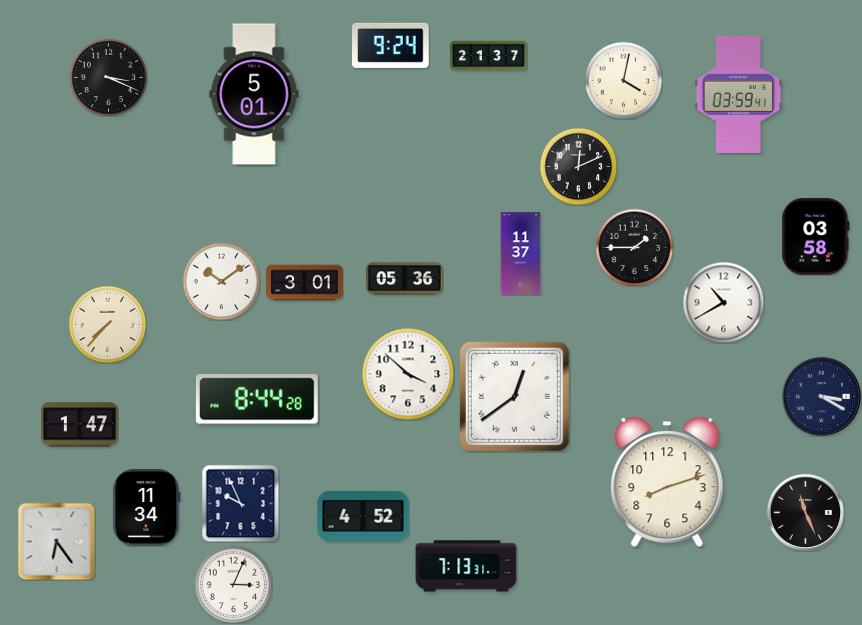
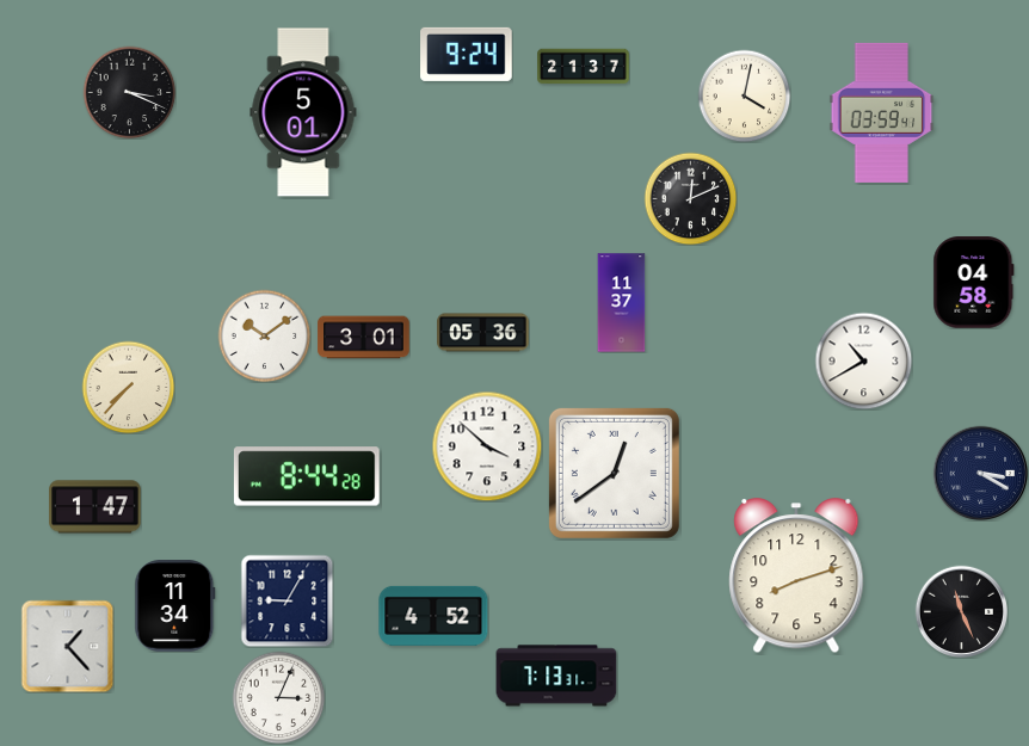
clock at (816, 237): 03:58 -> 04:58
clock at (634, 247): 1:45 -> none
clock at (240, 503): 9:56 -> 9:05
clock at (56, 541): 6:24 -> 1:23
